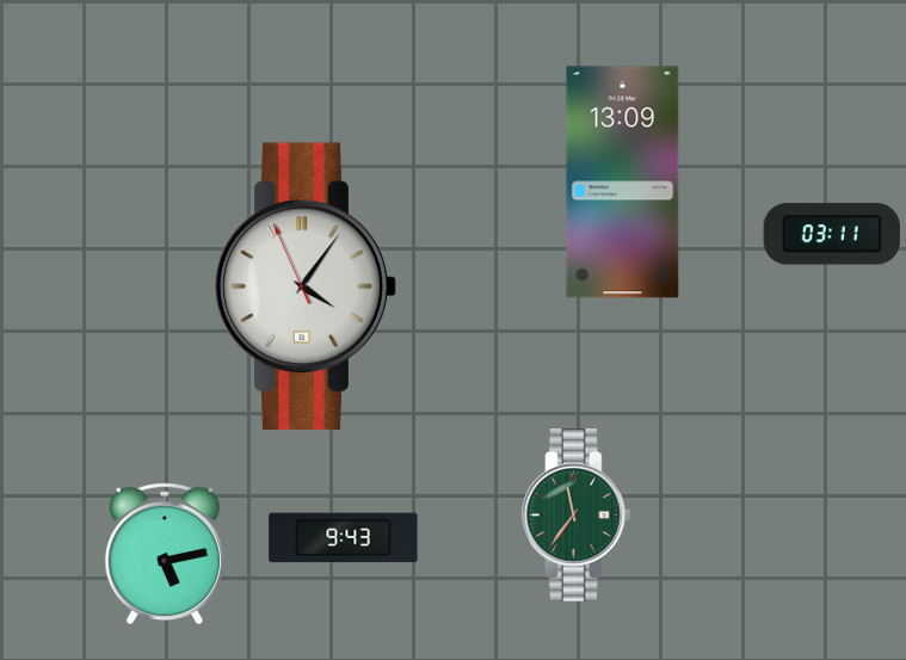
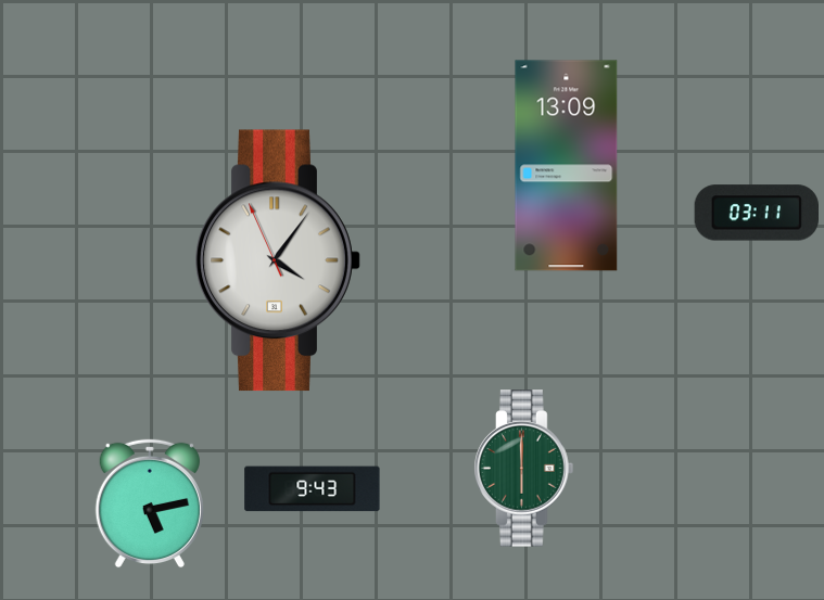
clock at (577, 516): 11:36 -> 6:00
